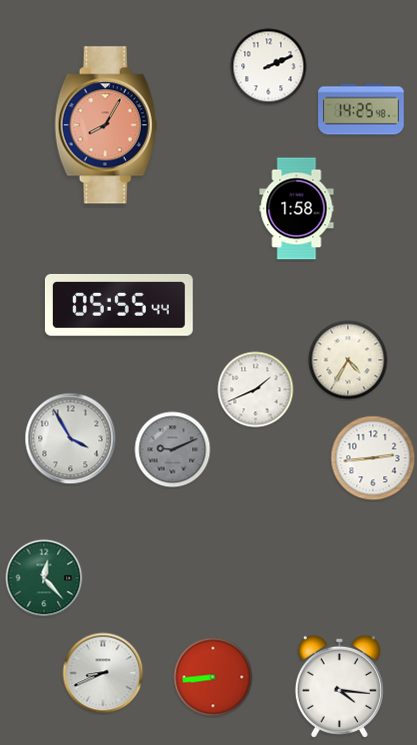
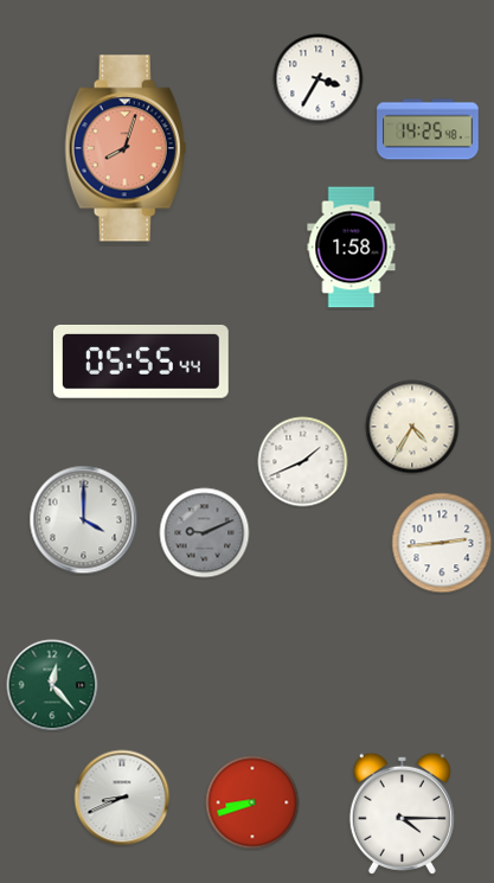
clock at (269, 67): 2:11 -> 3:35
clock at (106, 125): 8:05 -> 8:03
clock at (71, 439): 3:55 -> 4:00
clock at (213, 677): 8:44 -> 8:42
clock at (339, 686): 4:16 -> 4:15
